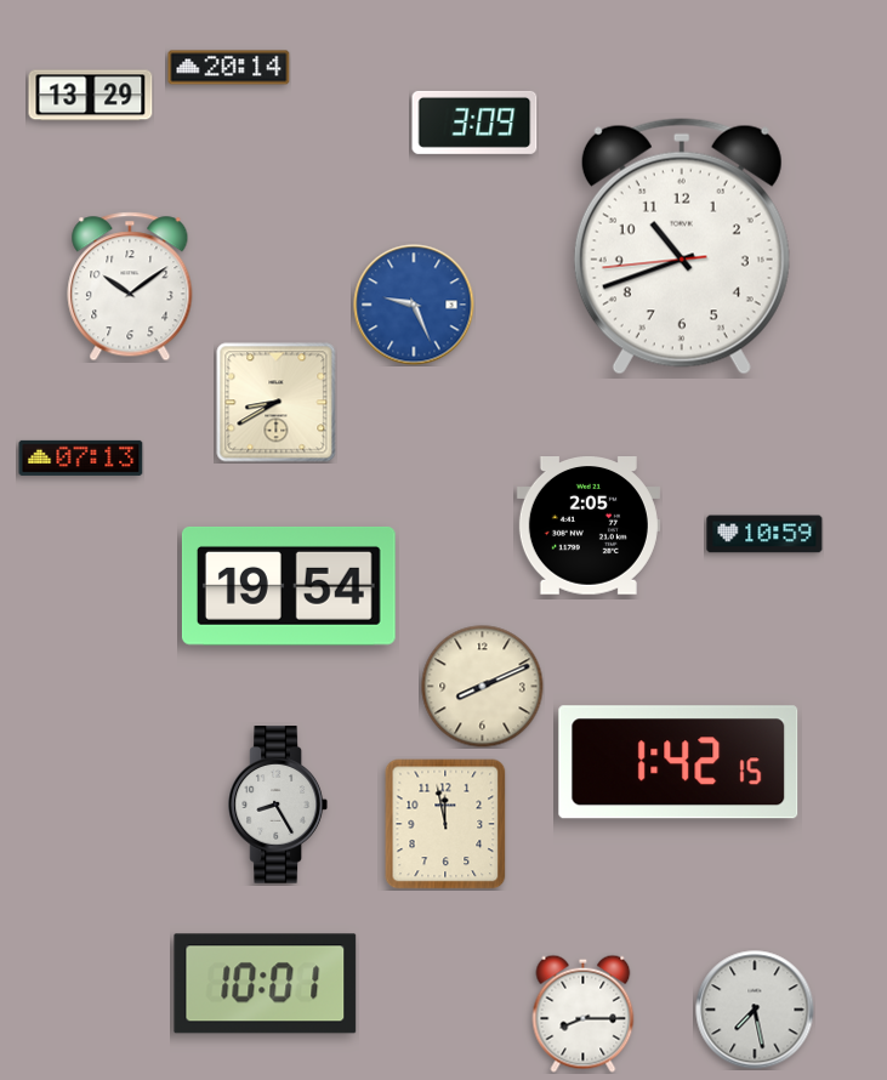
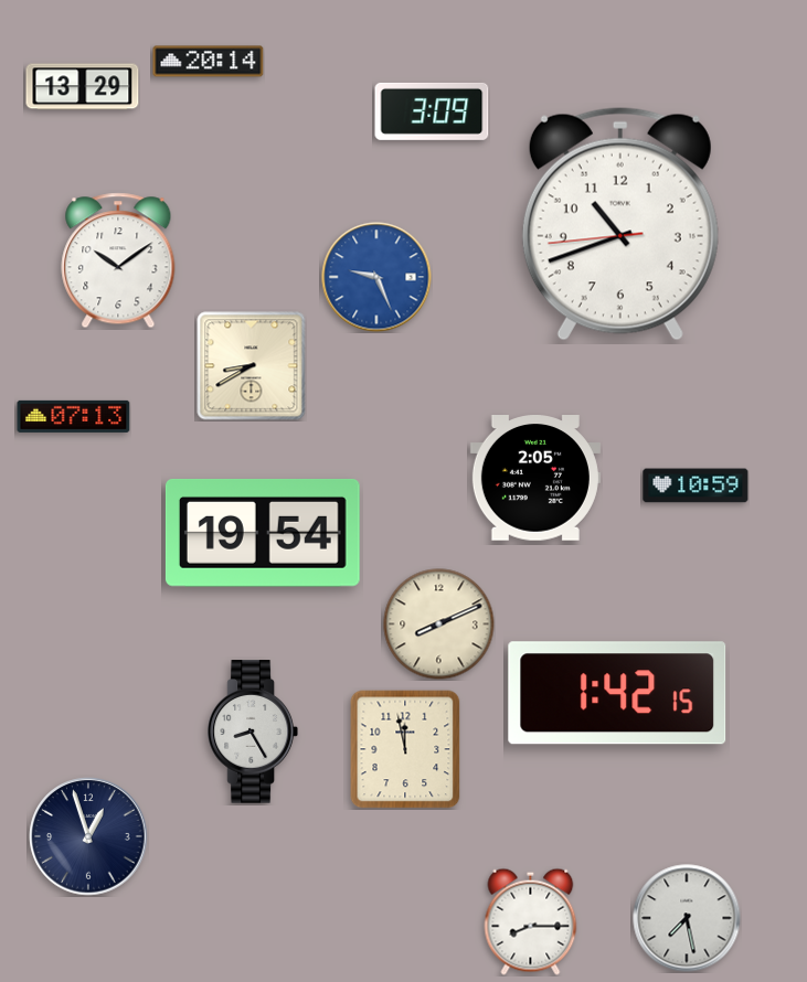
clock at (88, 836): none -> 12:57
clock at (266, 984): 10:01 -> none
